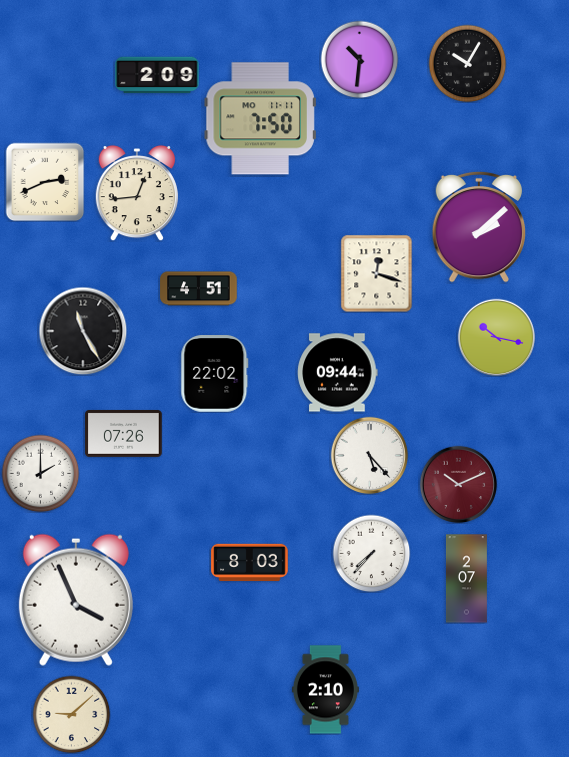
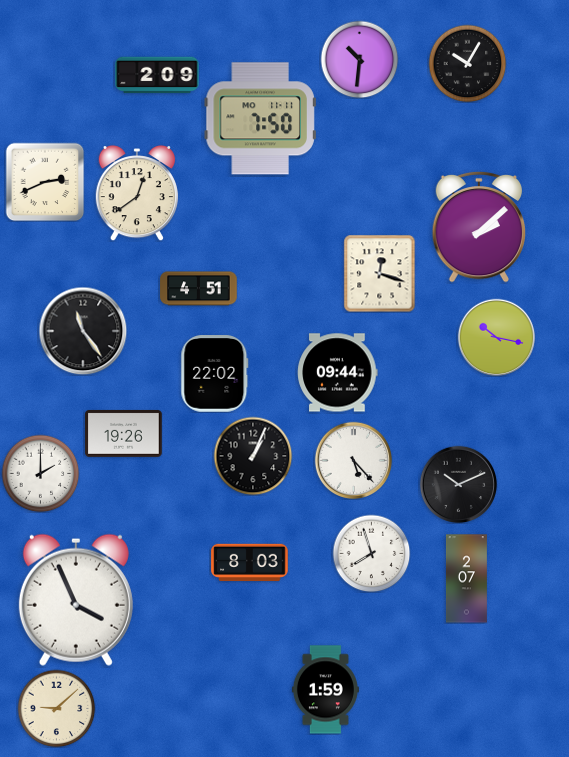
clock at (137, 194): 12:44 -> 12:39
clock at (377, 273) position: (377, 273) -> (380, 273)
clock at (83, 331): 11:25 -> 11:24
clock at (124, 433): 07:26 -> 19:26
clock at (369, 455) position: (369, 455) -> (353, 460)
clock at (253, 456): none -> 1:04
clock at (458, 484) dial: burgundy -> black
clock at (371, 553): 7:37 -> 7:57
clock at (325, 690): 2:10 -> 1:59
clock at (71, 714) position: (71, 714) -> (56, 708)
